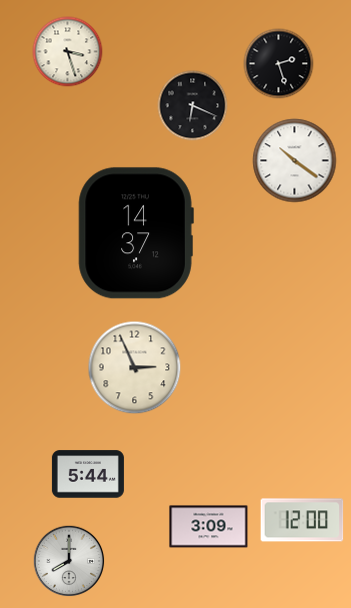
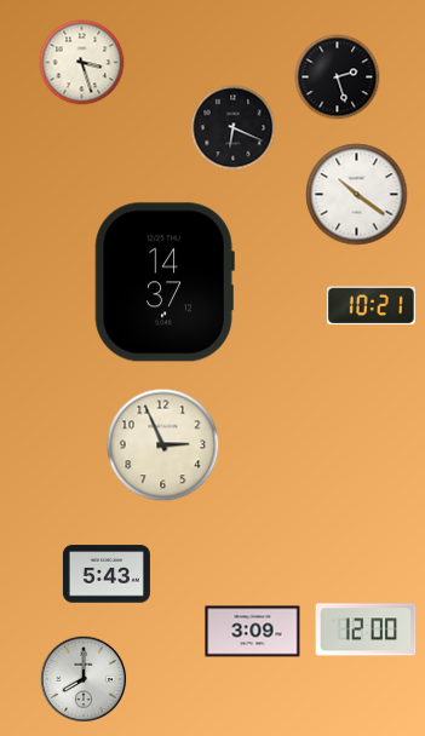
clock at (371, 306): none -> 10:21
clock at (88, 474): 5:44 -> 5:43
clock at (209, 527) position: (209, 527) -> (253, 632)
